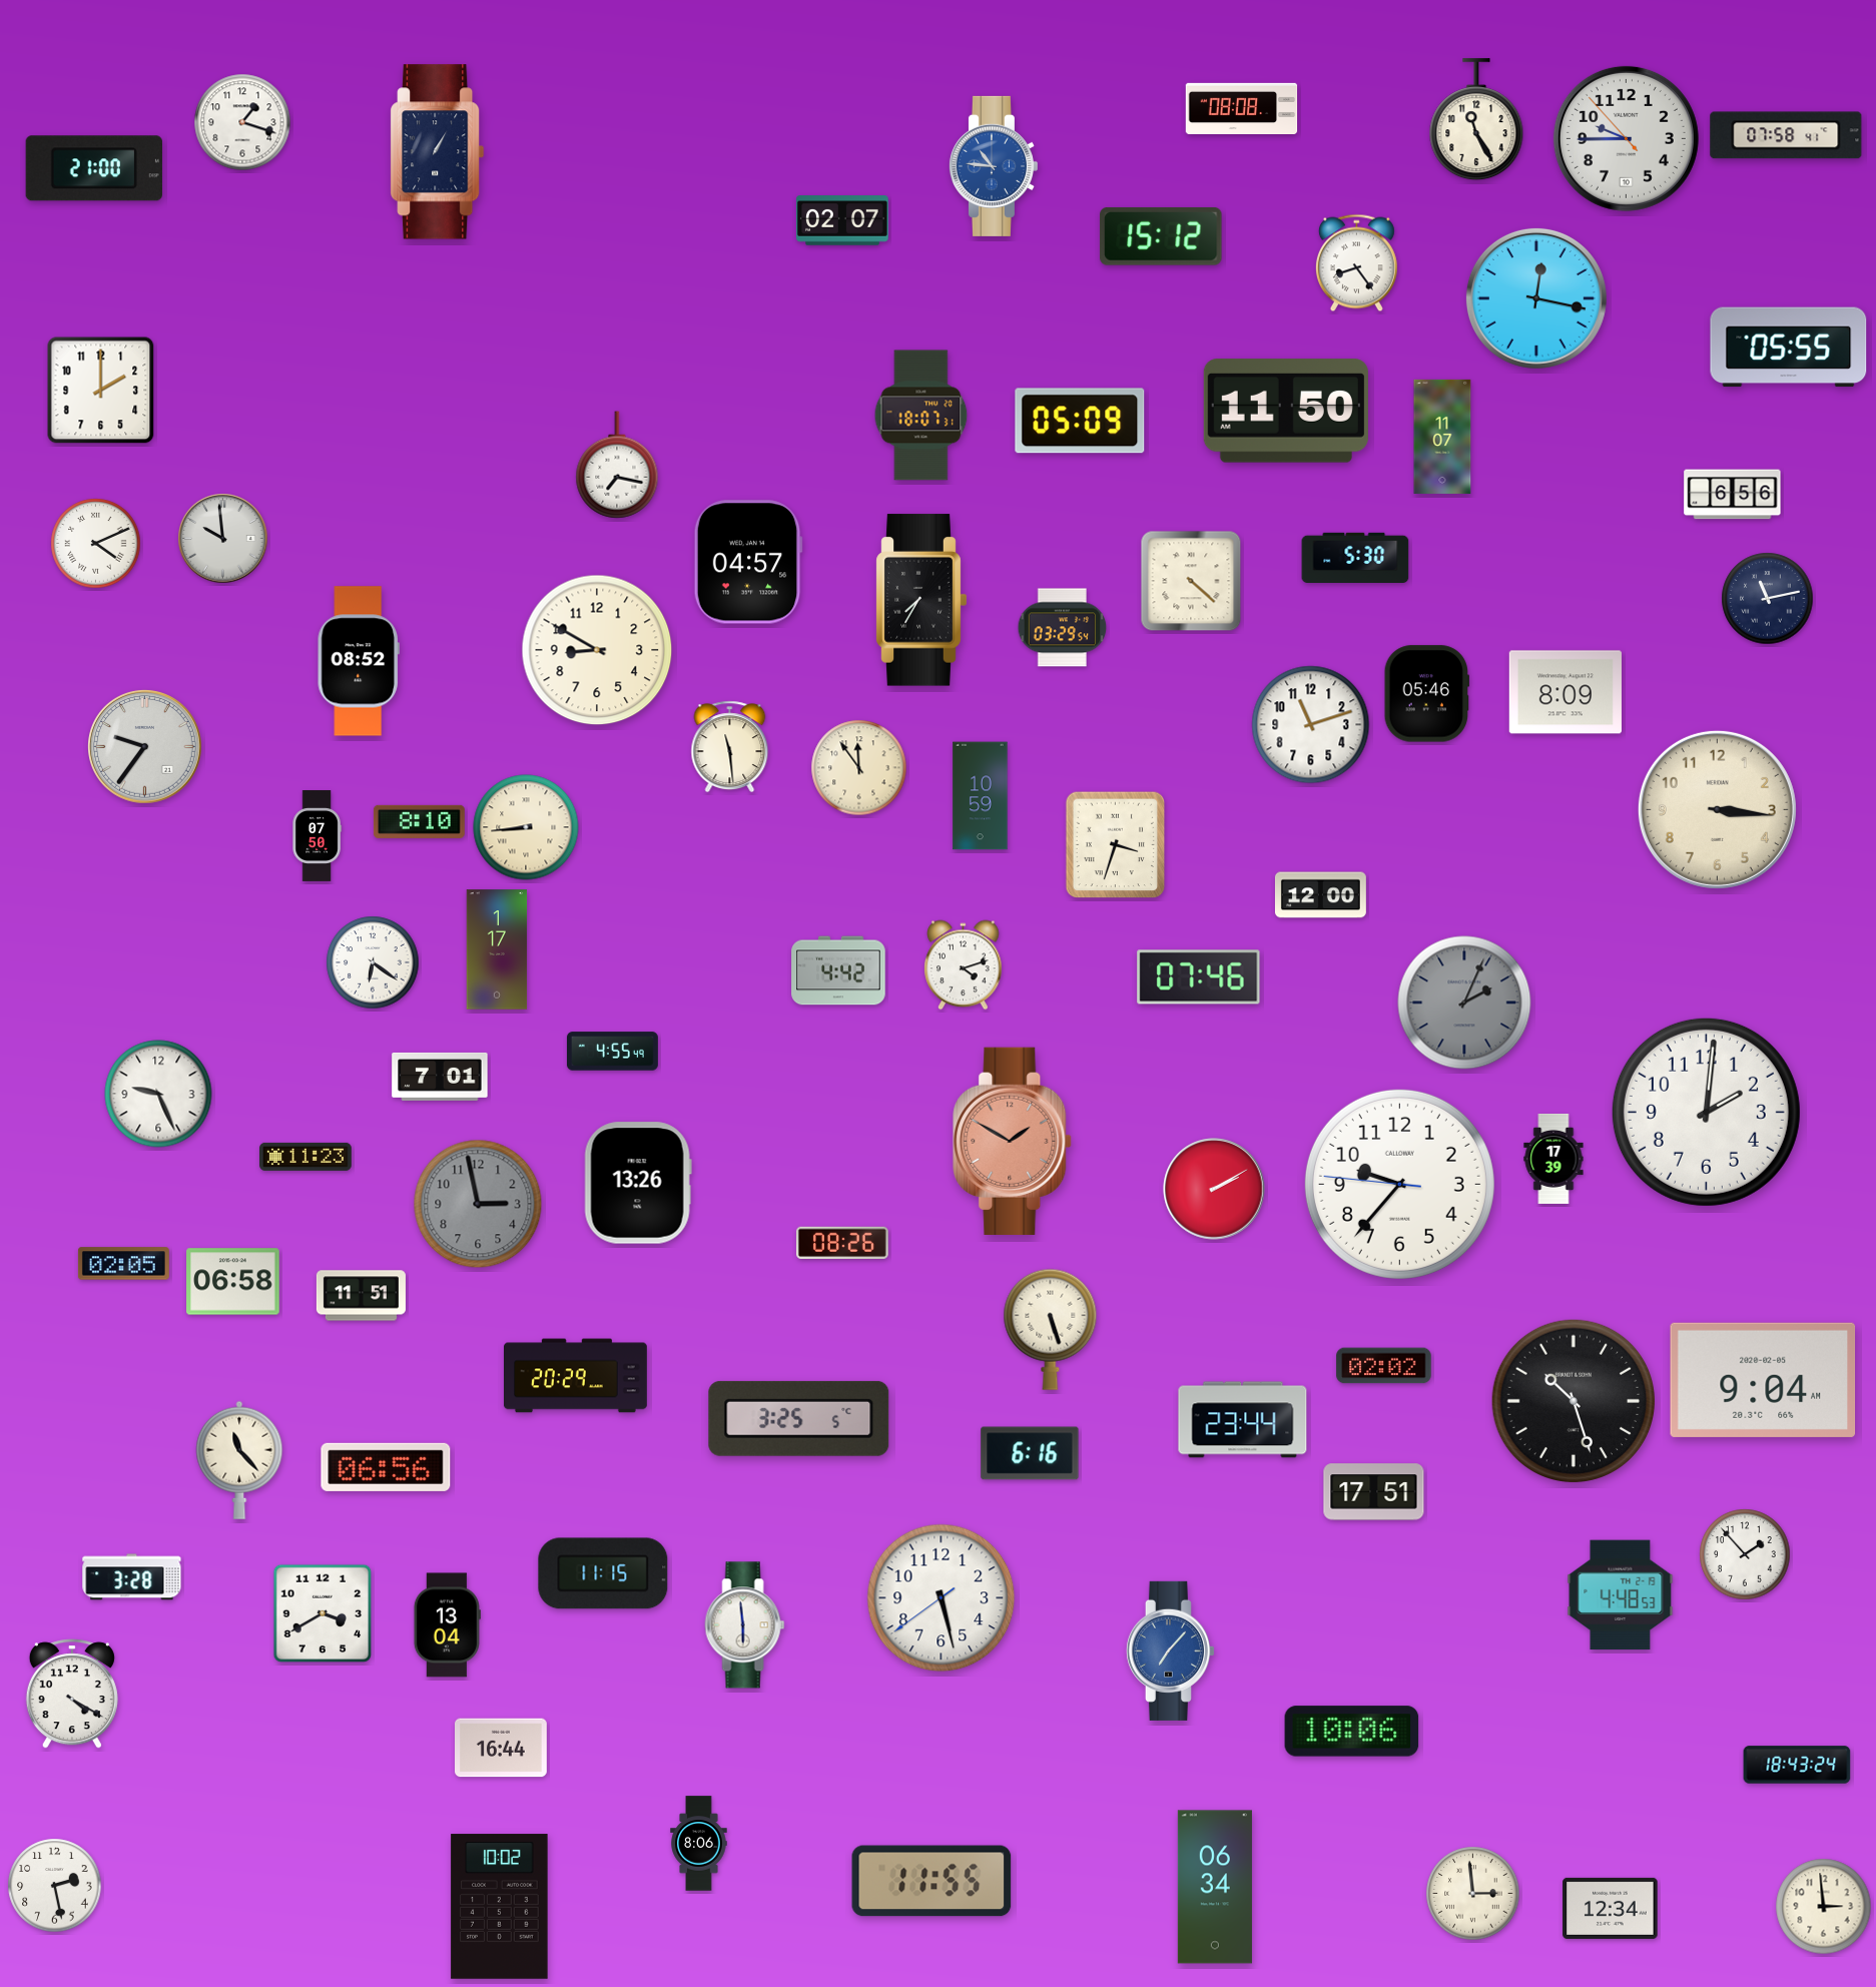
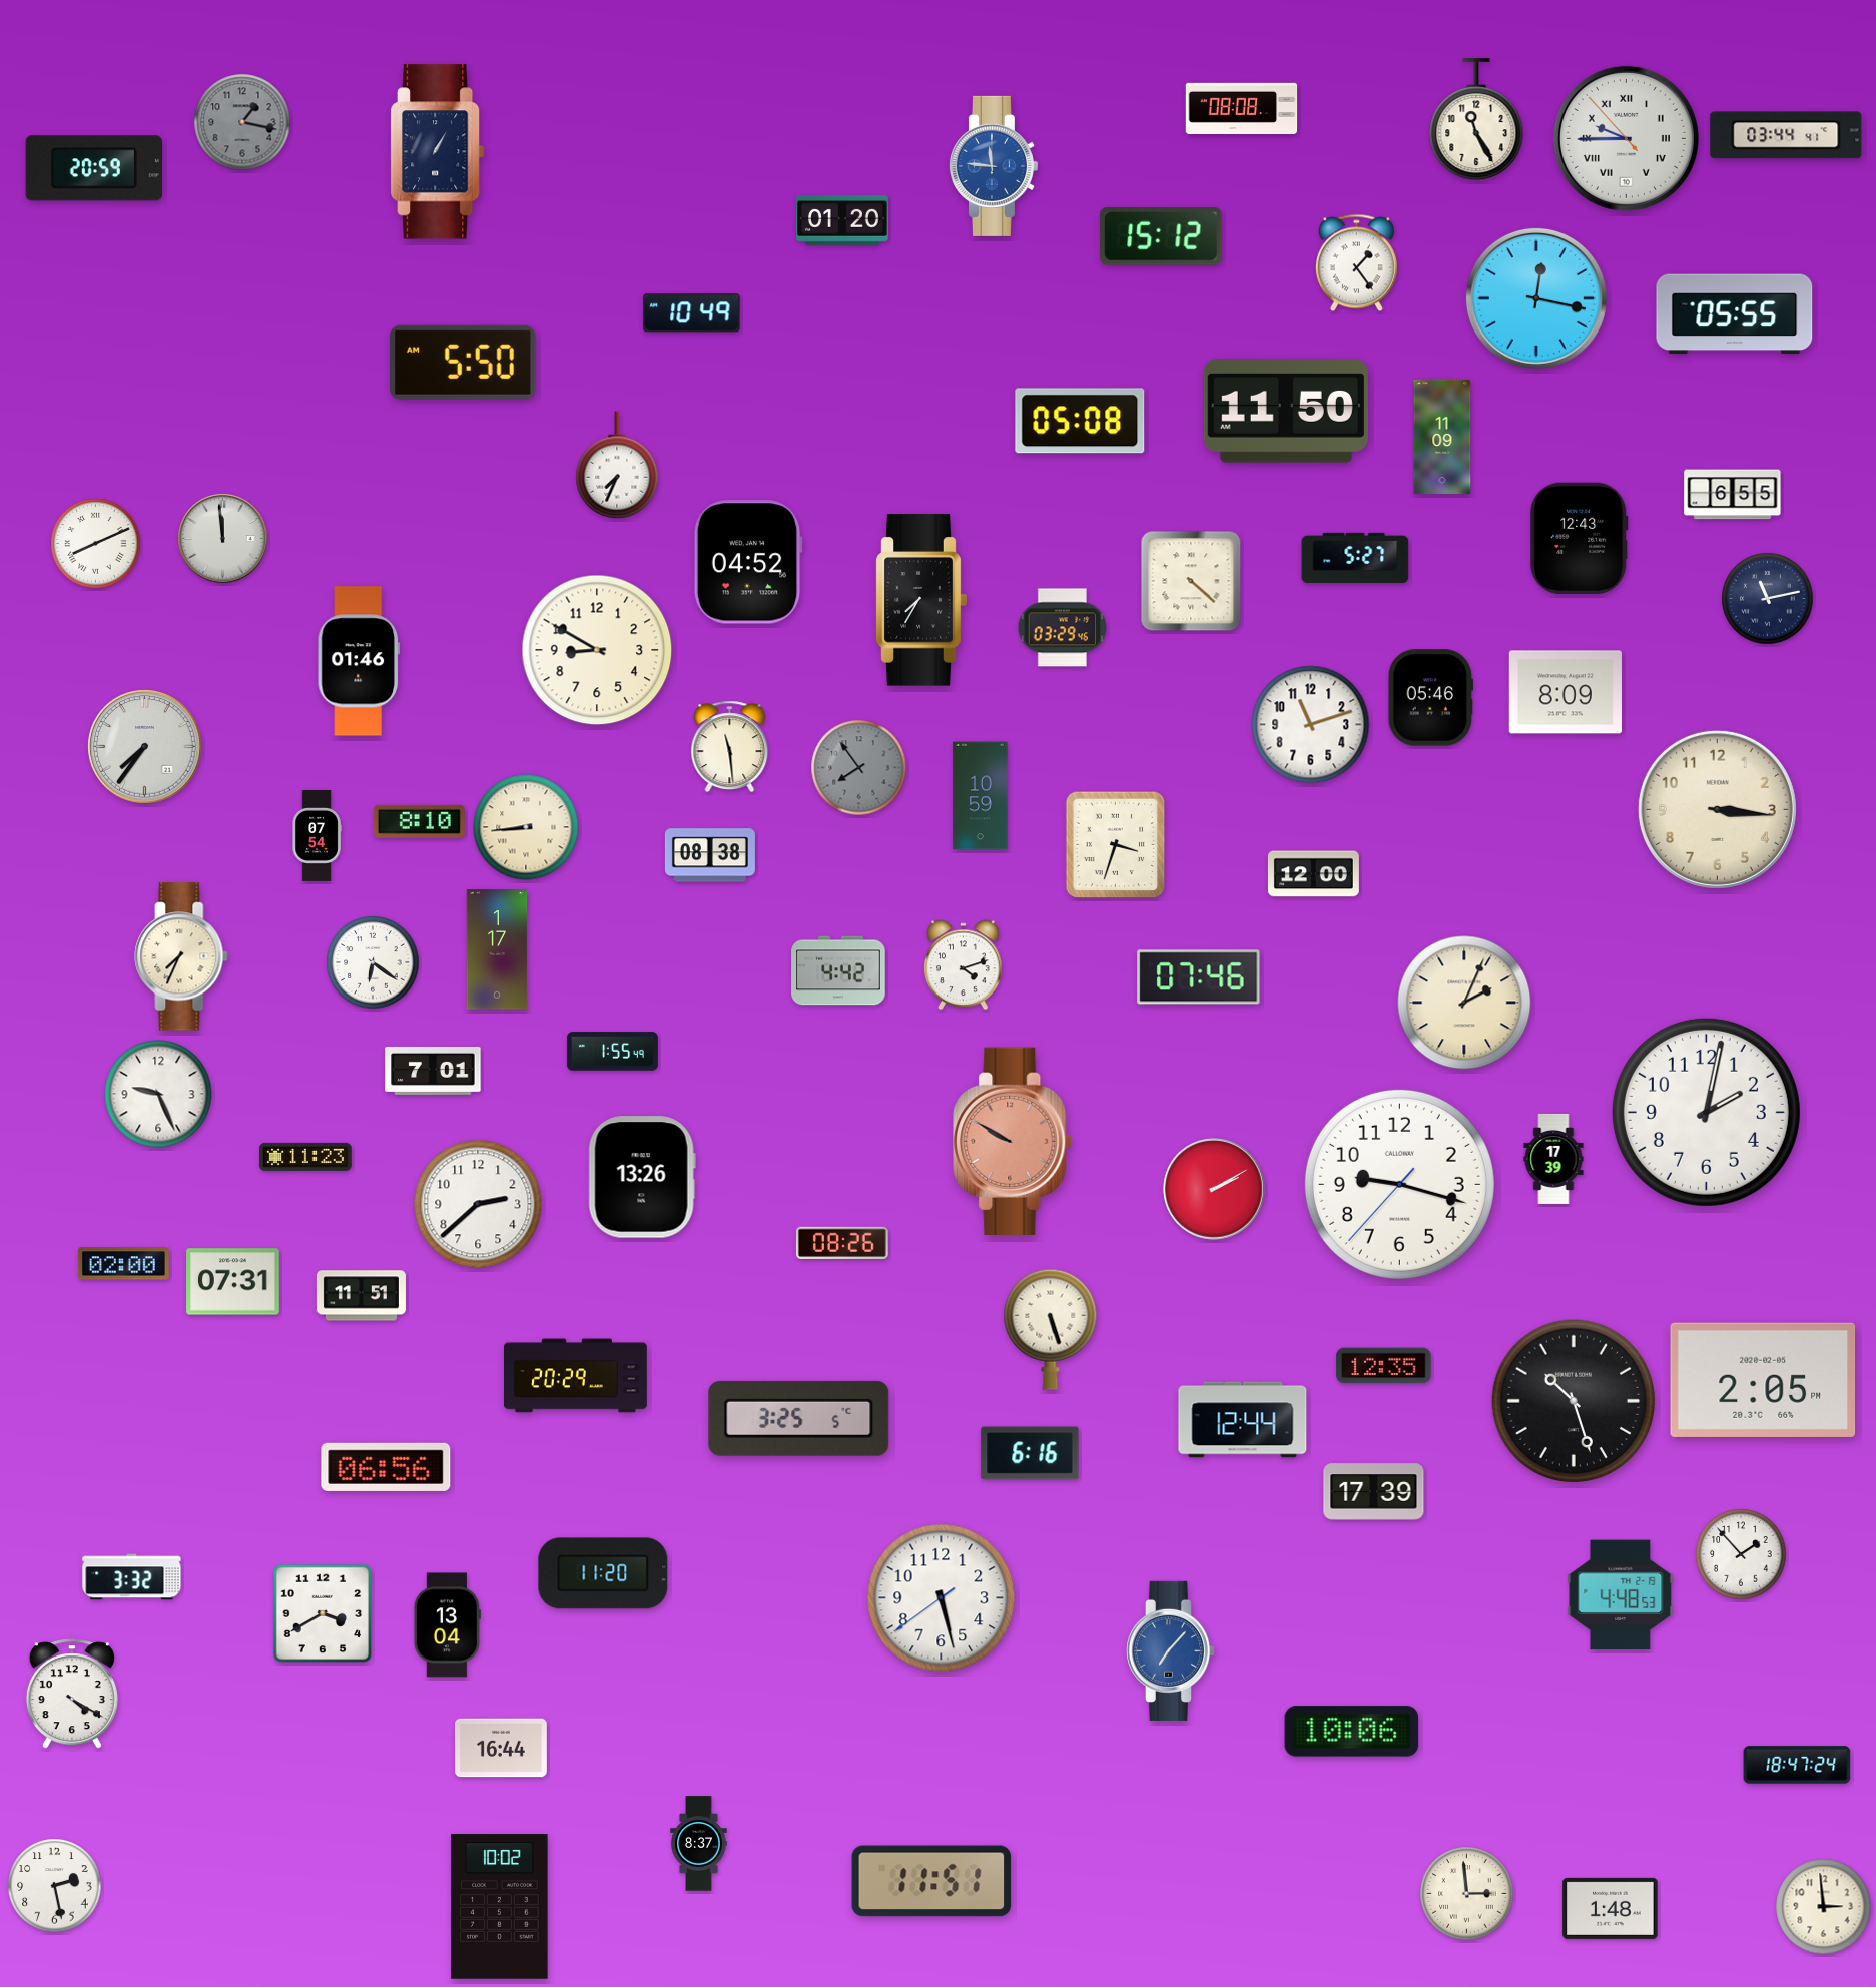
clock at (242, 122): 1:18 -> 1:17
clock at (242, 122) dial: white -> grey
clock at (1786, 135): 07:58 -> 03:44
clock at (1626, 138) numerals: Arabic -> Roman
clock at (993, 166): 10:46 -> 11:46
clock at (94, 168): 21:00 -> 20:59
clock at (842, 220): 02:07 -> 01:20
clock at (1356, 263): 8:24 -> 1:24
clock at (692, 313): none -> 10:49
clock at (1789, 348) position: (1789, 348) -> (1735, 314)
clock at (463, 363): none -> 5:50
clock at (101, 391): 2:00 -> none
clock at (921, 416): 18:07 -> none
clock at (1080, 421): 05:09 -> 05:08
clock at (1442, 437): 11:07 -> 11:09
clock at (617, 465): 7:17 -> 7:34
clock at (1733, 495): 6:56 -> 6:55
clock at (1580, 538): none -> 12:43
clock at (223, 539): 9:59 -> 11:59
clock at (96, 544): 4:11 -> 8:11
clock at (1355, 557): 5:30 -> 5:27
clock at (748, 562): 04:57 -> 04:52
clock at (1063, 628): 03:29:54 -> 03:29:46
clock at (359, 661): 08:52 -> 01:46
clock at (1426, 694) position: (1426, 694) -> (1430, 698)
clock at (145, 747): 9:36 -> 7:36
clock at (859, 768): 11:54 -> 7:54
clock at (859, 768) dial: cream -> grey
clock at (317, 836): 07:50 -> 07:54
clock at (710, 855): none -> 08:38
clock at (1320, 895) position: (1320, 895) -> (1313, 874)
clock at (181, 956): none -> 7:34
clock at (1464, 1003) dial: grey -> cream
clock at (612, 1052): 4:55 -> 1:55
clock at (440, 1077) position: (440, 1077) -> (433, 1071)
clock at (1706, 1112): 2:01 -> 2:02
clock at (1013, 1141): 1:50 -> 9:50
clock at (638, 1183) position: (638, 1183) -> (642, 1177)
clock at (1399, 1184): 9:36 -> 9:17
clock at (478, 1204): 2:58 -> 2:38
clock at (478, 1204) dial: grey -> white
clock at (123, 1264): 02:05 -> 02:00
clock at (233, 1282): 06:58 -> 07:31
clock at (1384, 1366): 02:02 -> 12:35
clock at (1763, 1380): 9:04 -> 2:05
clock at (1243, 1420): 23:44 -> 12:44
clock at (239, 1460): 11:23 -> none
clock at (1374, 1492): 17:51 -> 17:39
clock at (1745, 1554) position: (1745, 1554) -> (1741, 1554)
clock at (603, 1573): 11:15 -> 11:20
clock at (132, 1577): 3:28 -> 3:32
clock at (745, 1625): 5:59 -> none
clock at (1797, 1765): 18:43 -> 18:47
clock at (699, 1844): 8:06 -> 8:37
clock at (931, 1881): 11:55 -> 11:51
clock at (1215, 1887): 06:34 -> none
clock at (1473, 1894) position: (1473, 1894) -> (1467, 1894)
clock at (1611, 1908): 12:34 -> 1:48
